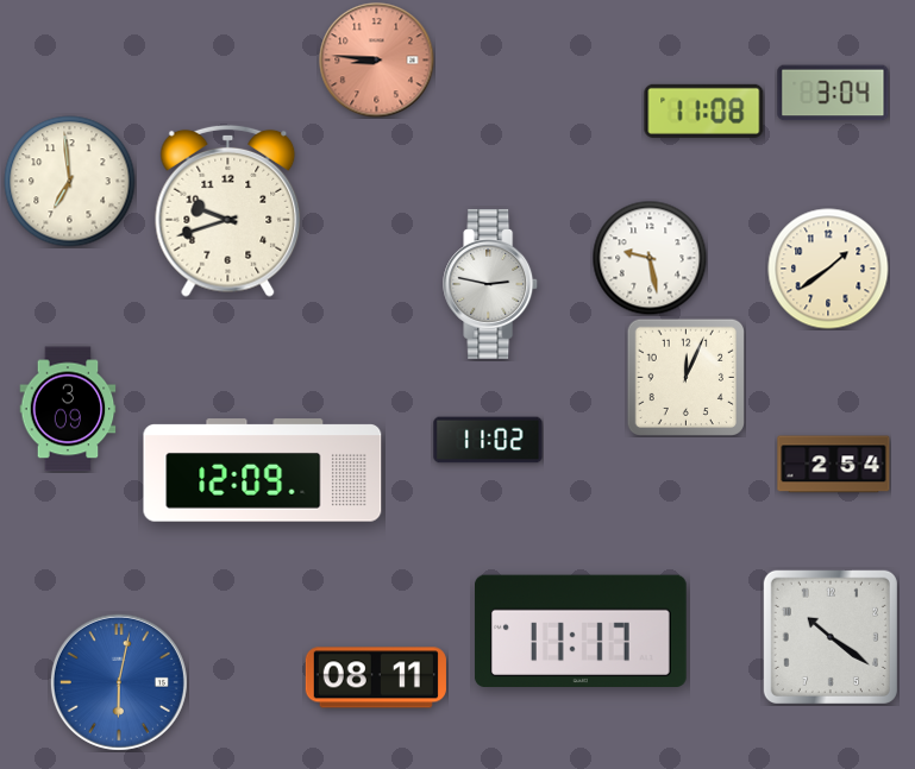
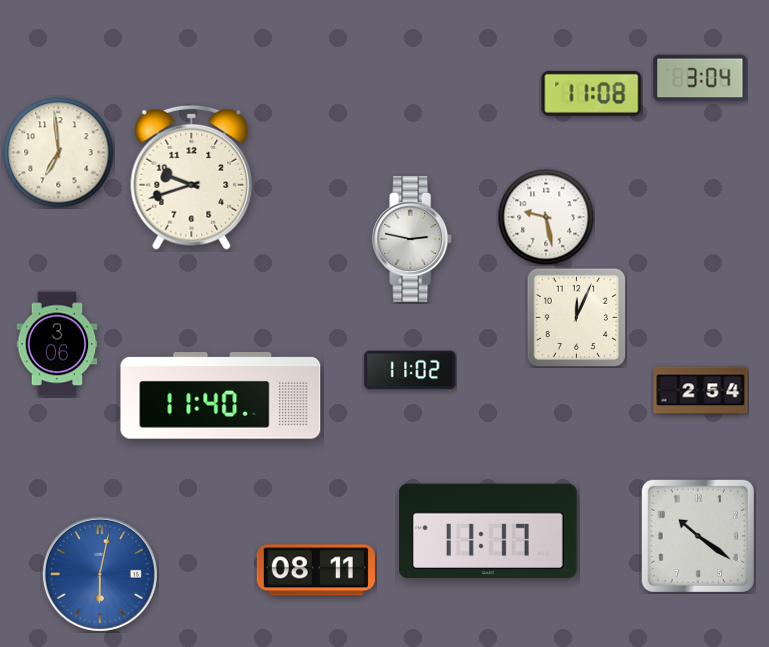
clock at (377, 61): 8:46 -> none
clock at (828, 269): 1:39 -> none
clock at (68, 409): 3:09 -> 3:06
clock at (263, 471): 12:09 -> 11:40
